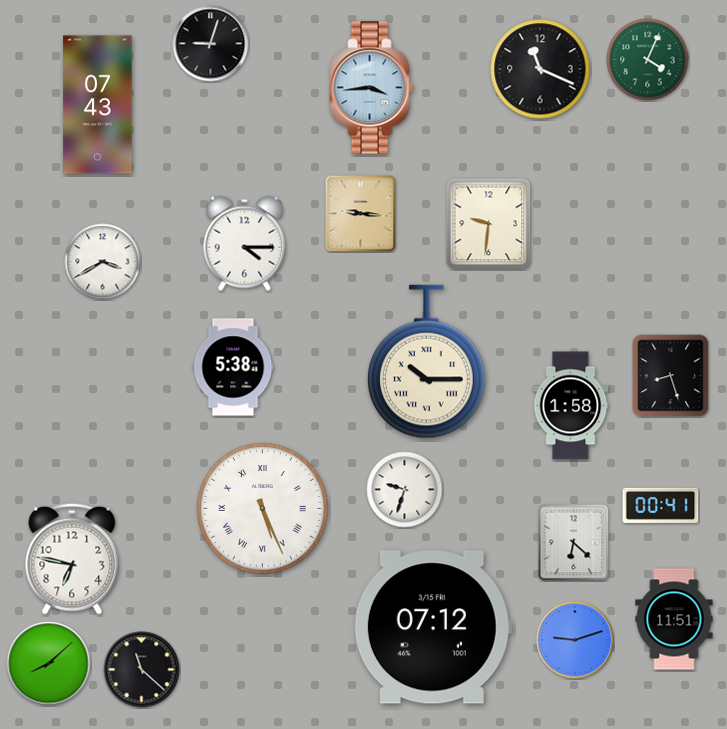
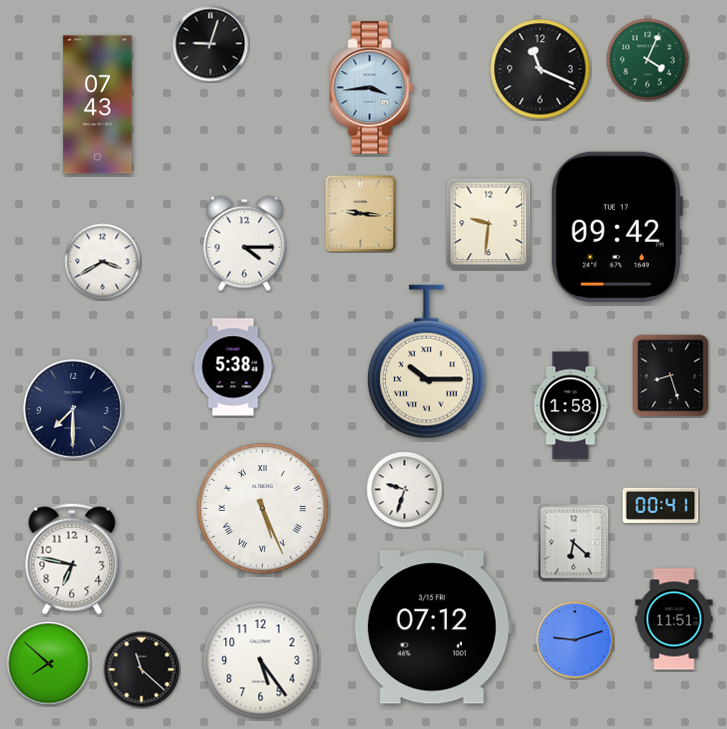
clock at (616, 227): none -> 09:42
clock at (73, 409): none -> 7:30
clock at (261, 661): none -> 5:24
clock at (49, 664): 8:08 -> 7:52
